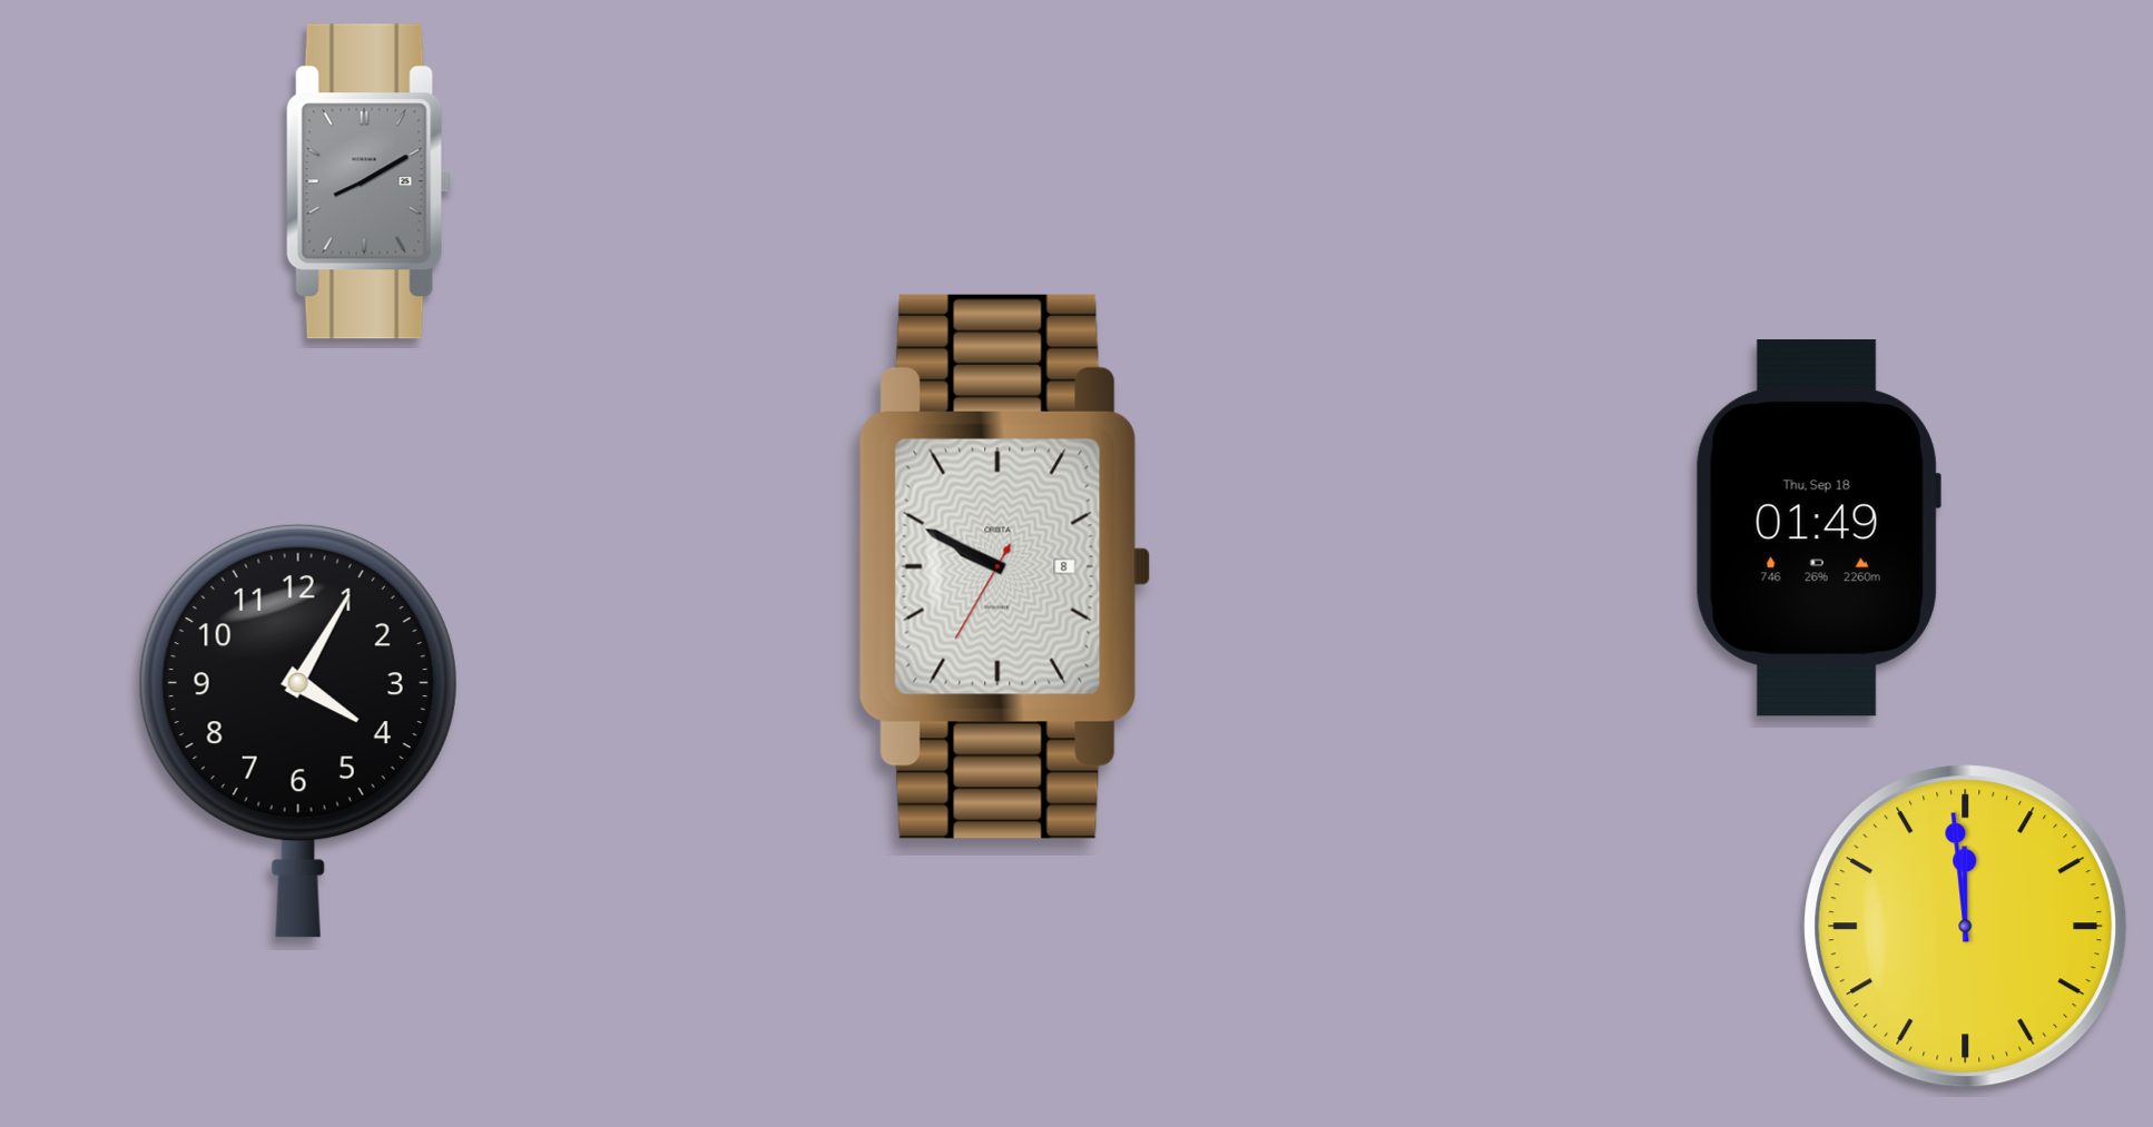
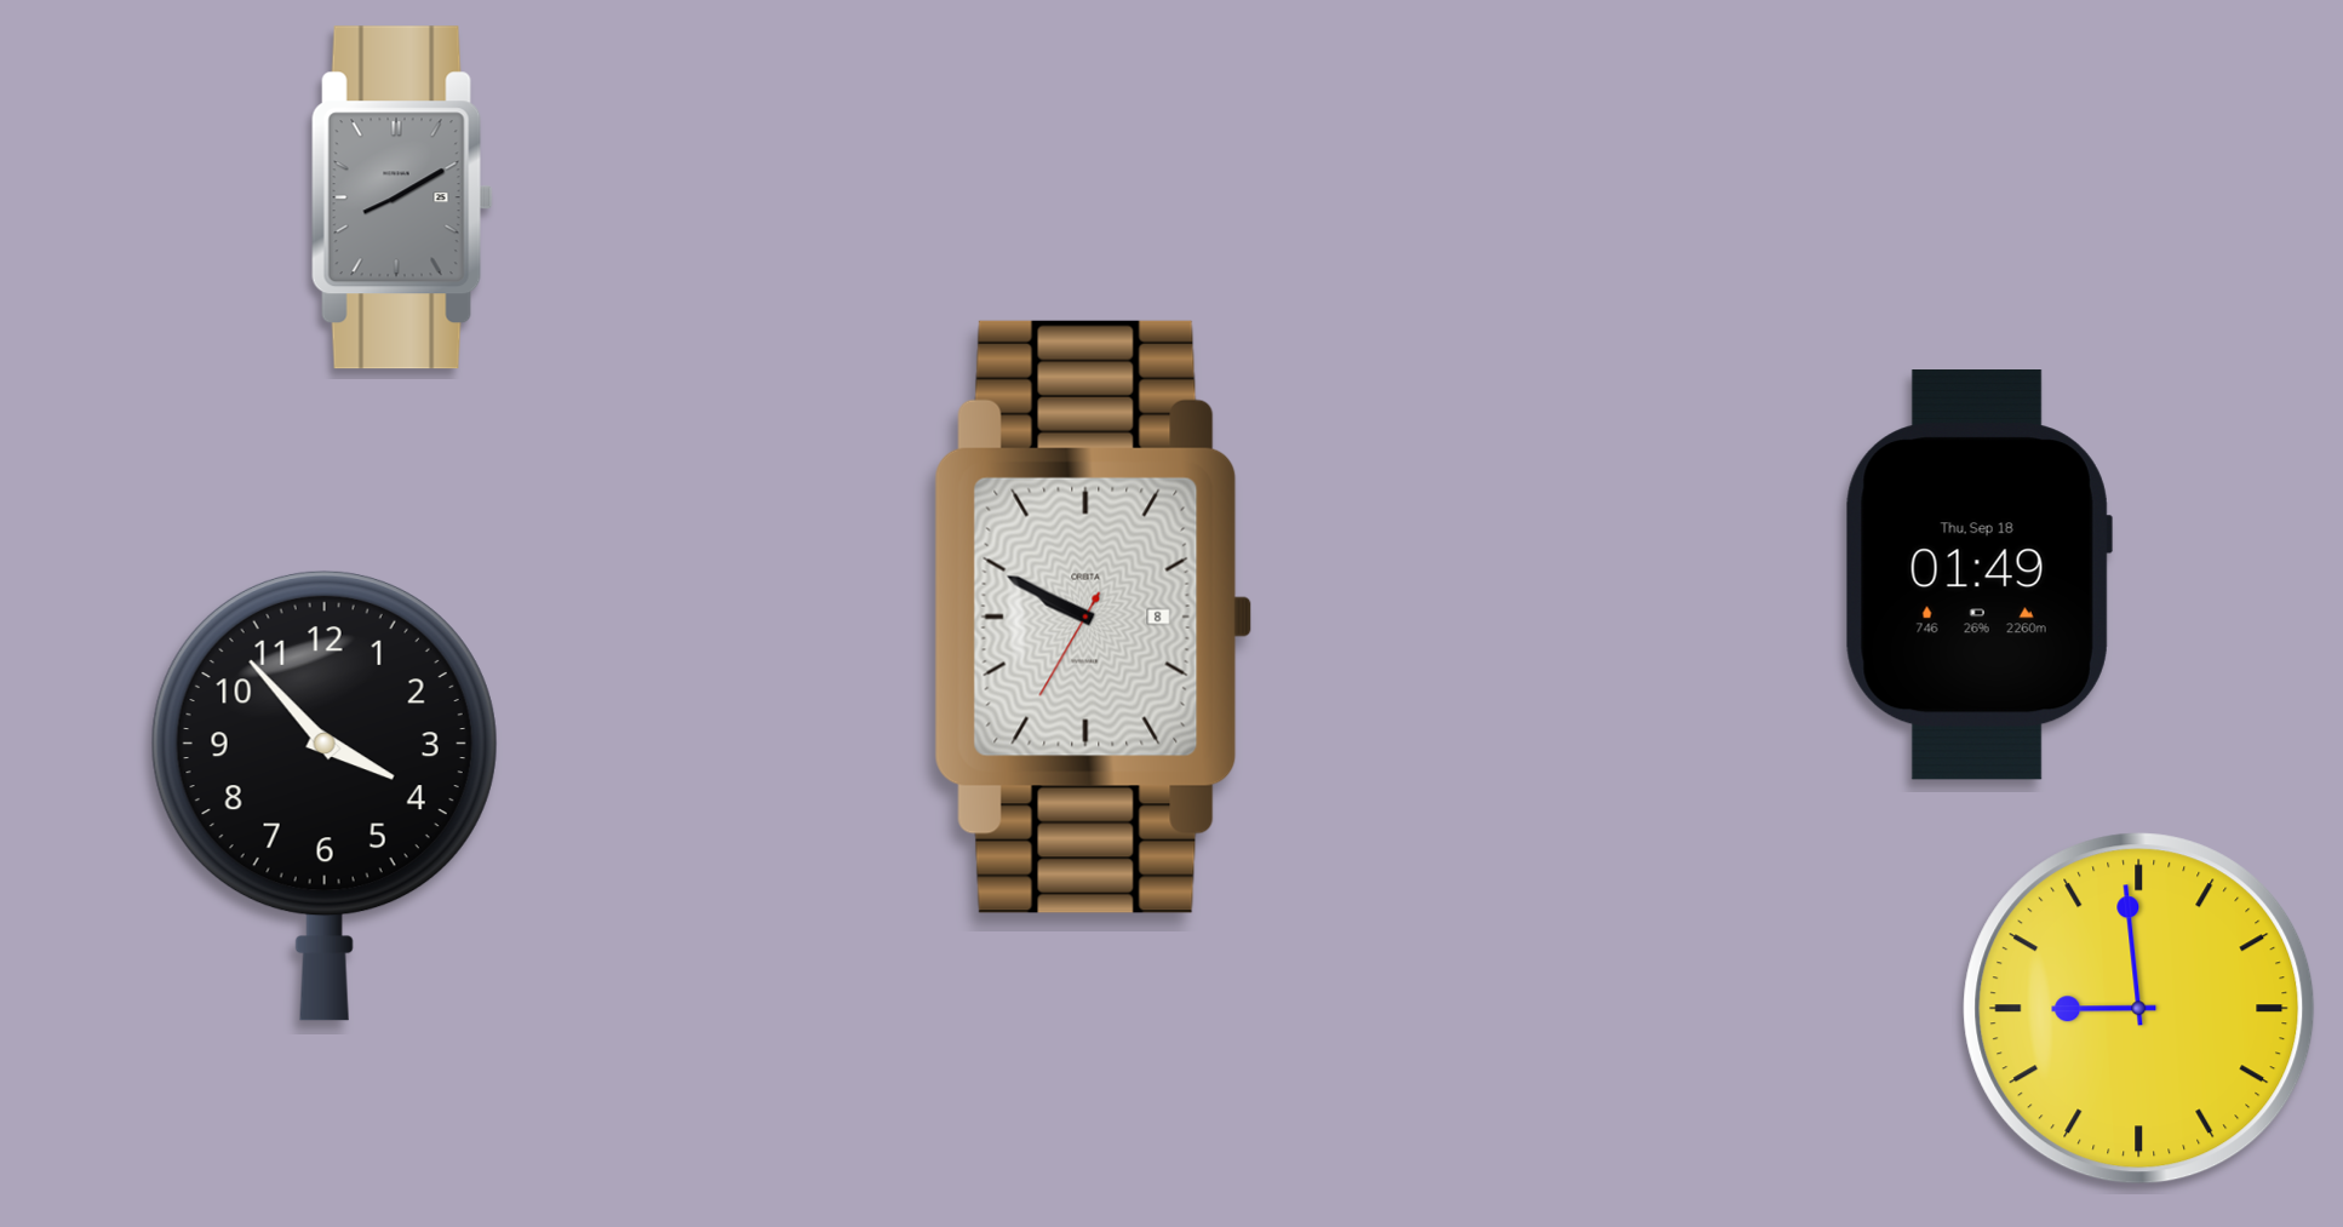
clock at (298, 731): 4:05 -> 3:53
clock at (1966, 927): 11:59 -> 8:59
